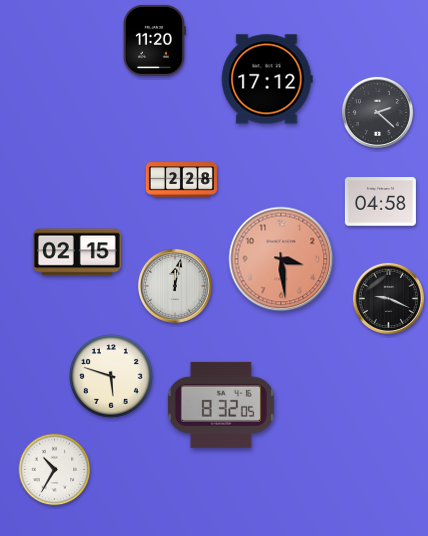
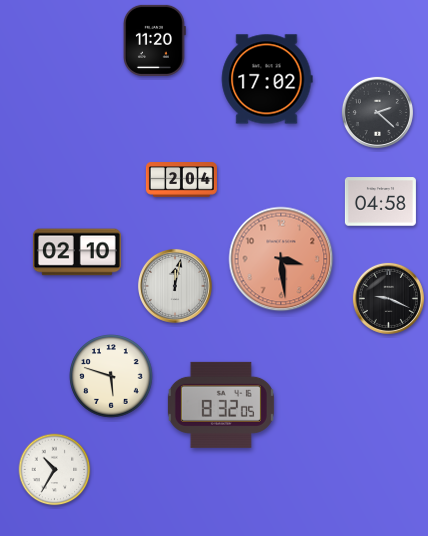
clock at (267, 79): 17:12 -> 17:02
clock at (181, 180): 2:28 -> 2:04
clock at (77, 252): 02:15 -> 02:10
